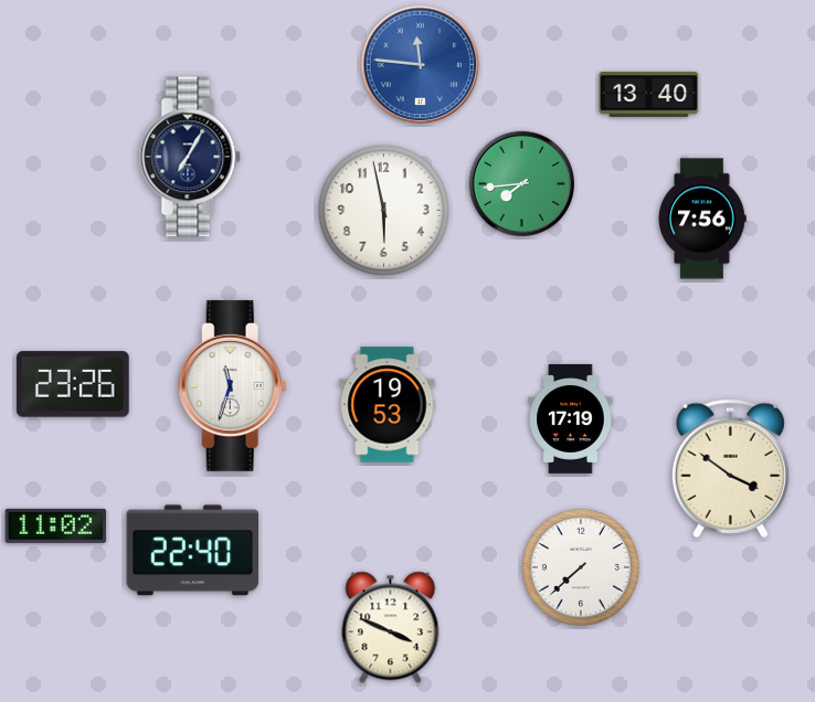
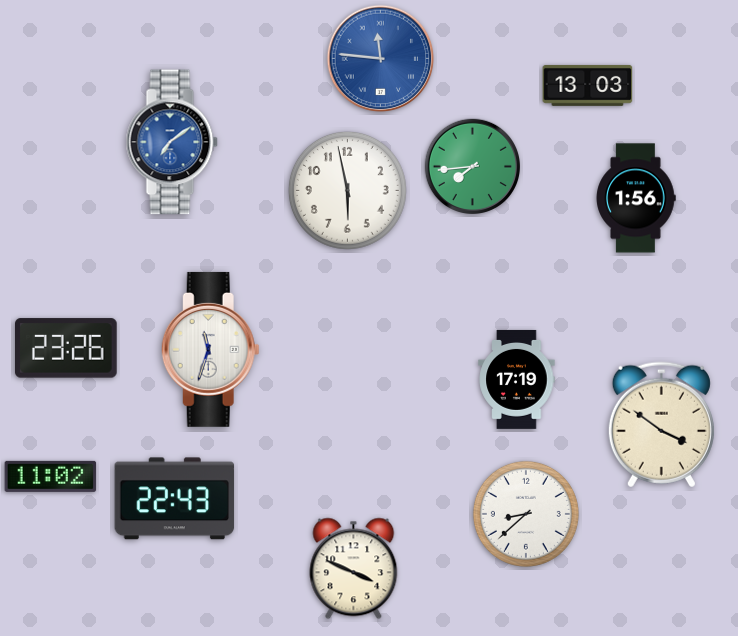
clock at (649, 94): 13:40 -> 13:03
clock at (190, 157): 7:05 -> 7:09
clock at (190, 157) dial: navy -> blue
clock at (702, 219): 7:56 -> 1:56
clock at (388, 405): 19:53 -> none
clock at (193, 551): 22:40 -> 22:43
clock at (581, 567): 7:38 -> 8:38
